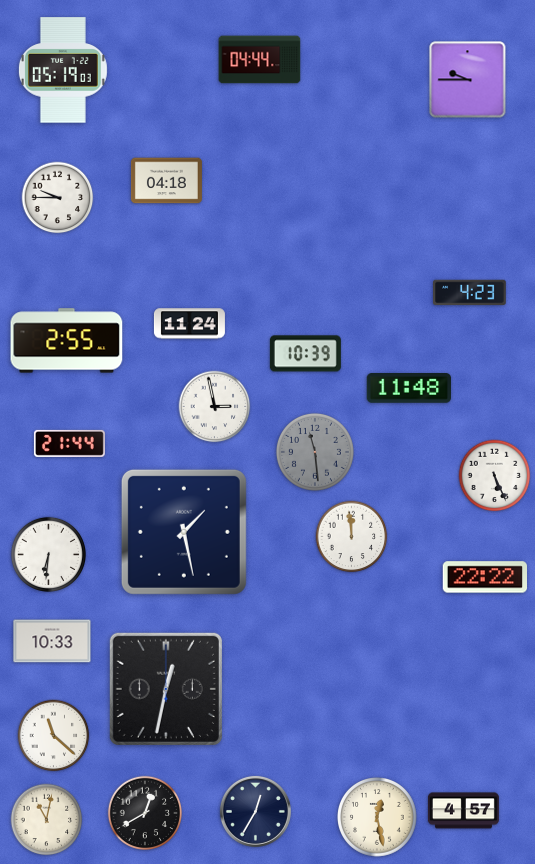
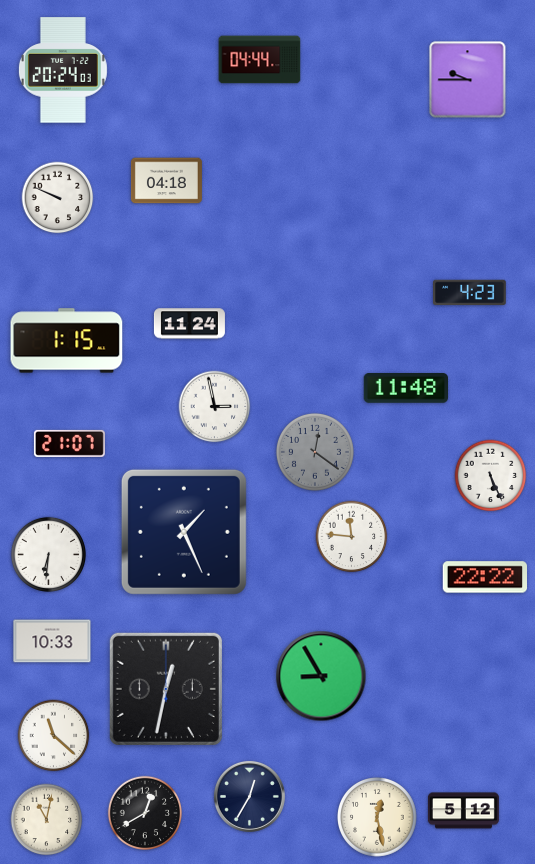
clock at (63, 70): 05:19 -> 20:24
clock at (58, 198): 9:45 -> 9:49
clock at (67, 341): 2:55 -> 1:15
clock at (305, 354): 10:39 -> none
clock at (408, 389) position: (408, 389) -> (405, 389)
clock at (69, 443): 21:44 -> 21:07
clock at (315, 452): 11:29 -> 12:21
clock at (495, 476) position: (495, 476) -> (491, 476)
clock at (184, 532): 1:28 -> 1:26
clock at (352, 537): 11:59 -> 11:46
clock at (321, 676): none -> 8:55
clock at (255, 811) position: (255, 811) -> (249, 796)
clock at (463, 811): 4:57 -> 5:12
